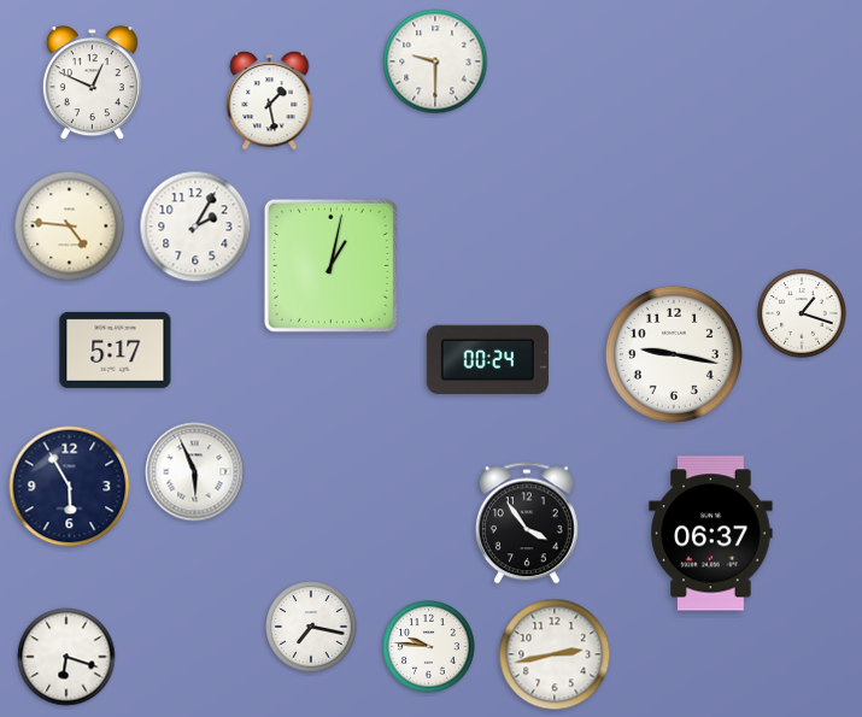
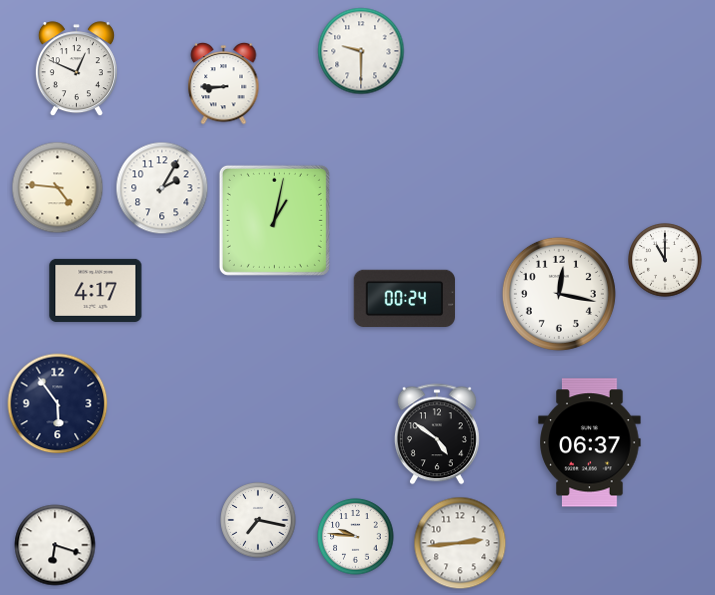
clock at (270, 101): 1:28 -> 8:45
clock at (802, 313): 1:18 -> 11:00
clock at (116, 349): 5:17 -> 4:17
clock at (674, 354): 9:17 -> 12:17
clock at (195, 472): 5:56 -> none
clock at (70, 487): 5:55 -> 5:54
clock at (527, 523): 3:54 -> 4:51
clock at (555, 654): 2:43 -> 2:44
